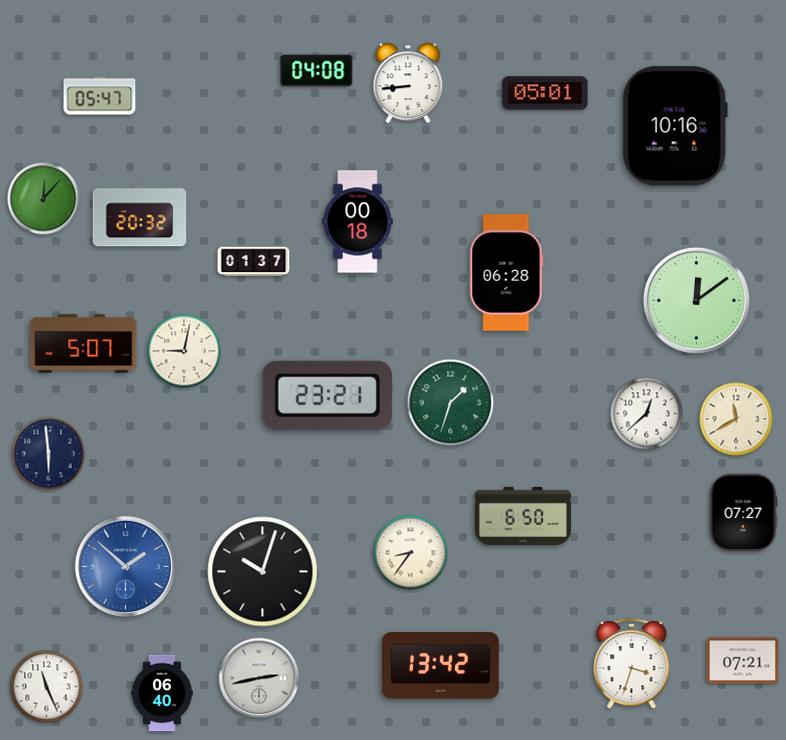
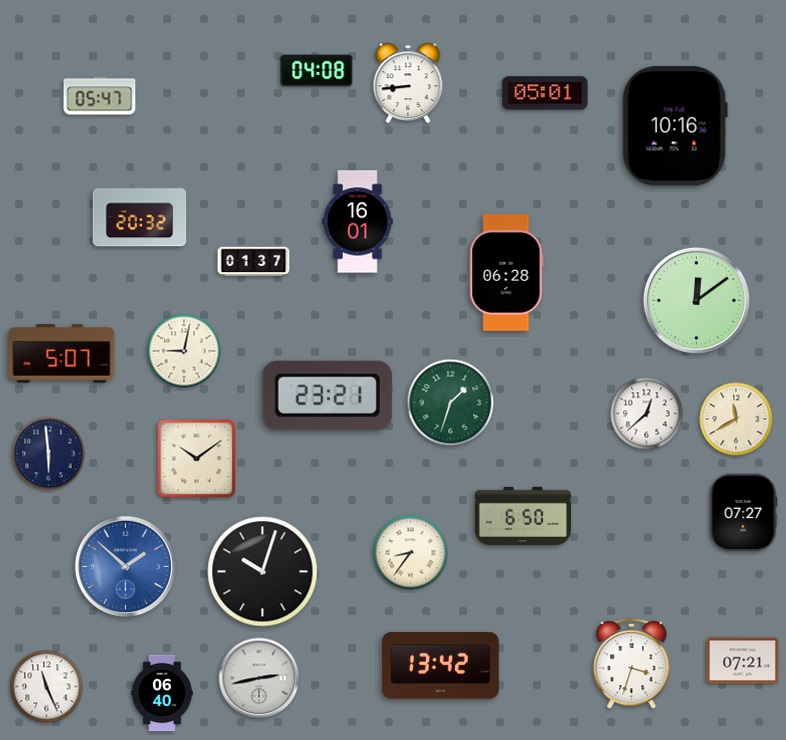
clock at (44, 199): 12:07 -> none
clock at (358, 222): 00:18 -> 16:01
clock at (84, 344) position: (84, 344) -> (62, 354)
clock at (197, 459): none -> 10:09
